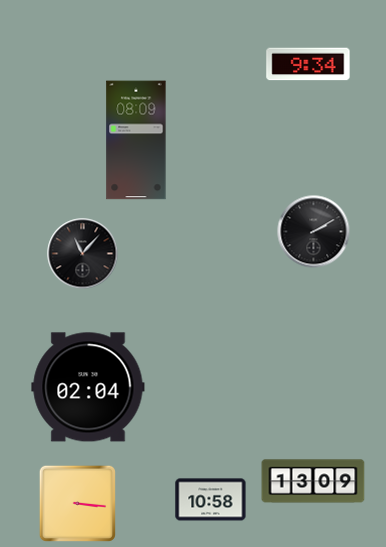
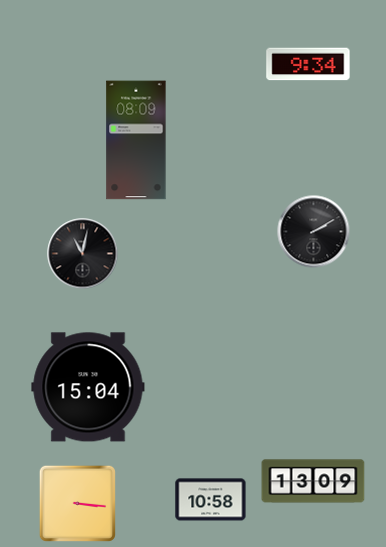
clock at (83, 254): 11:07 -> 11:02
clock at (88, 387): 02:04 -> 15:04
